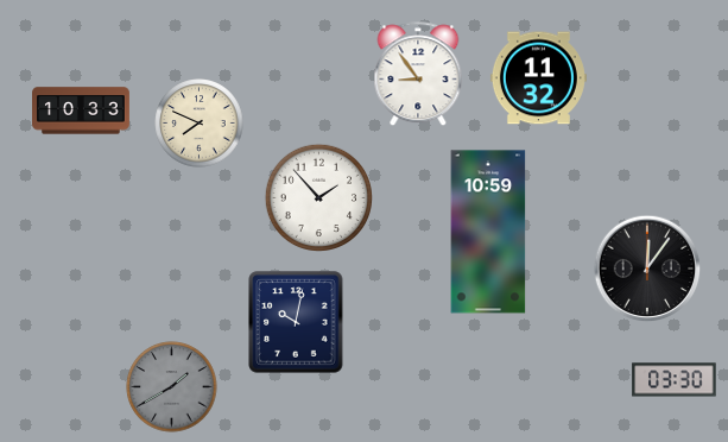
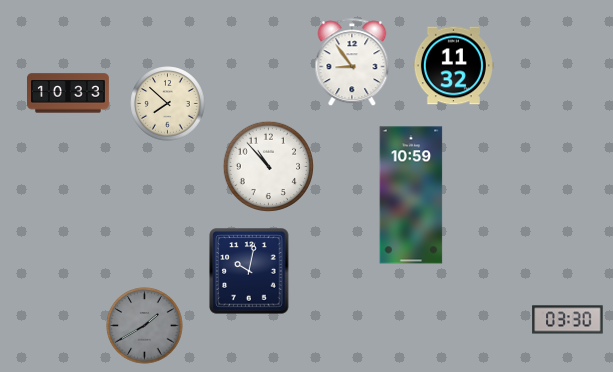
clock at (200, 124): 7:49 -> 7:52
clock at (318, 197): 1:53 -> 10:53
clock at (647, 269): 12:06 -> none
